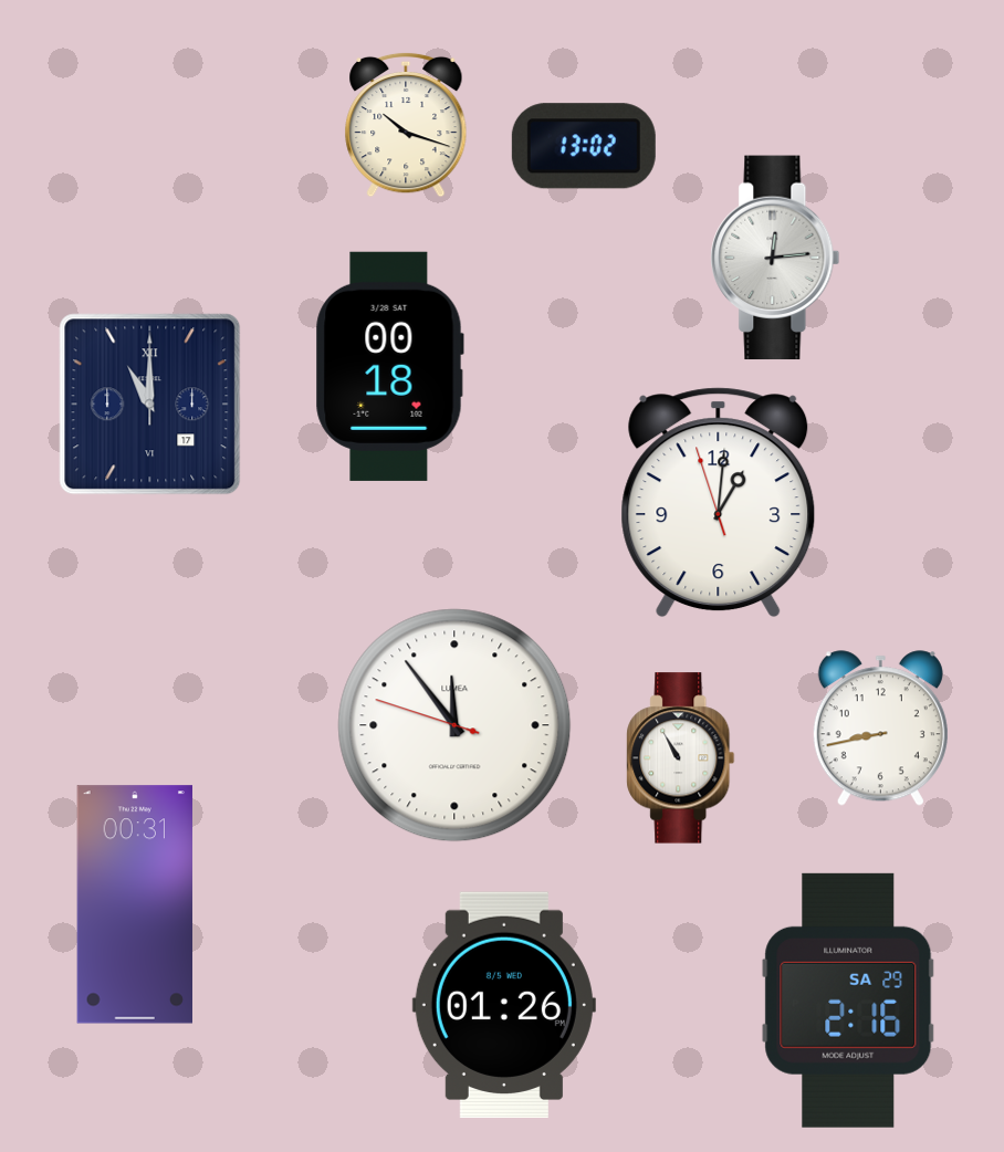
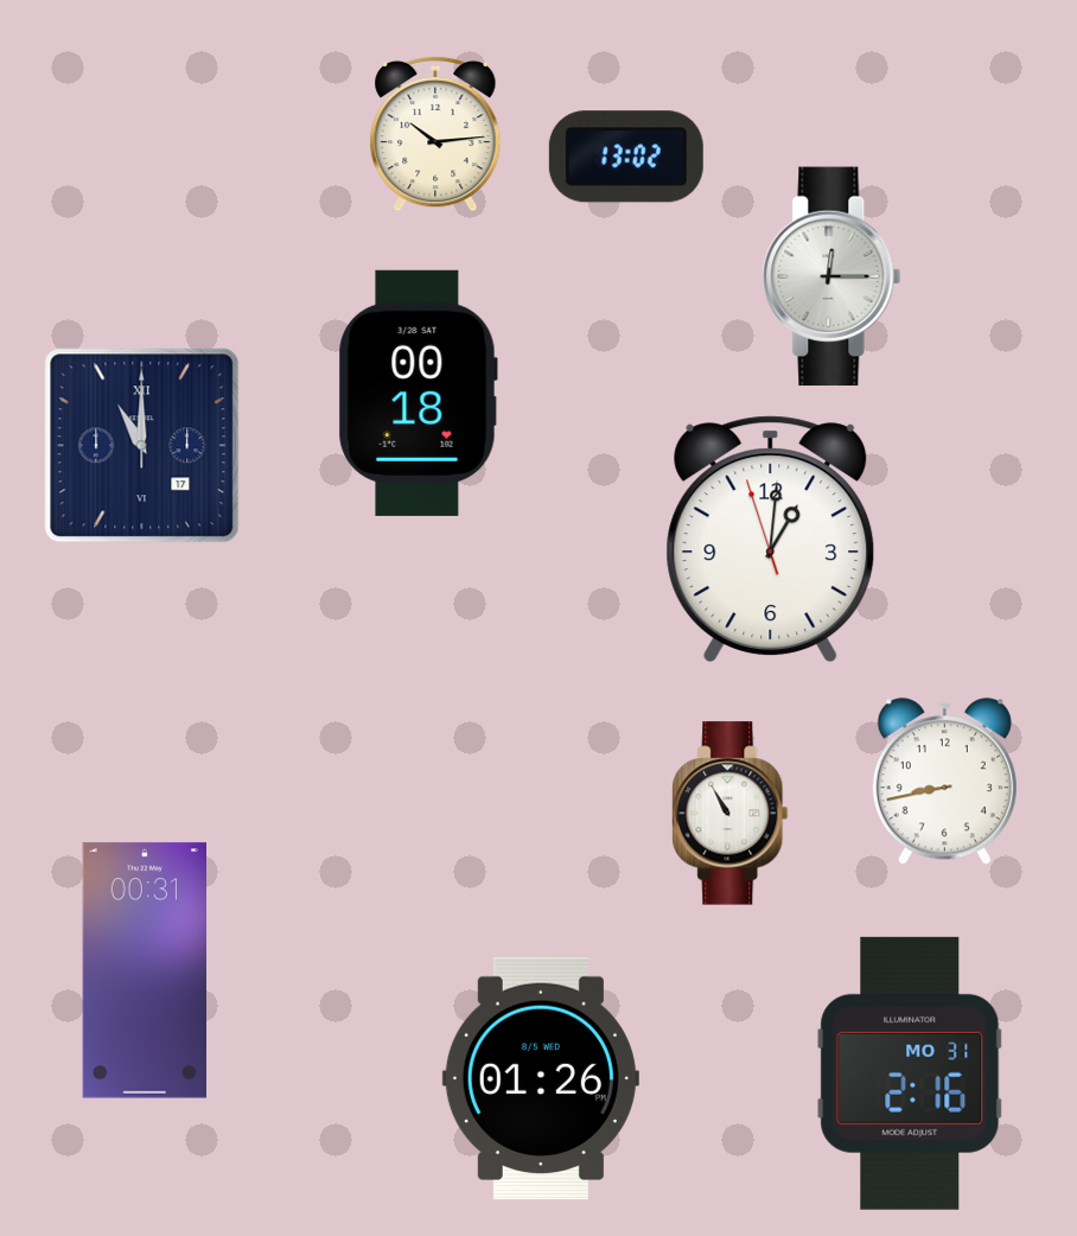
clock at (406, 125): 10:18 -> 10:14
clock at (775, 258): 12:14 -> 12:15
clock at (150, 405) position: (150, 405) -> (142, 446)
clock at (454, 725): 11:53 -> none
clock at (848, 1001) date: SA 29 -> MO 31
